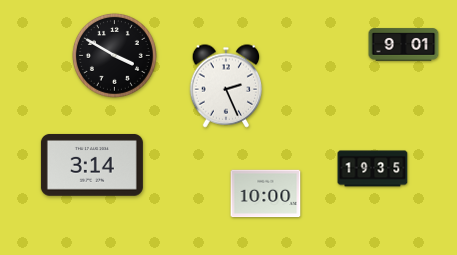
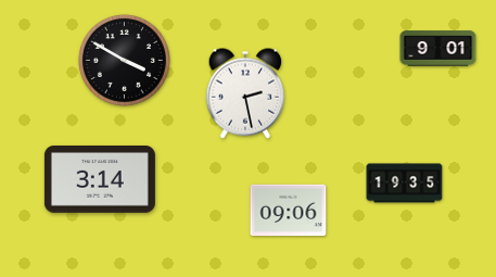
clock at (226, 86): 2:26 -> 2:28
clock at (266, 194): 10:00 -> 09:06
